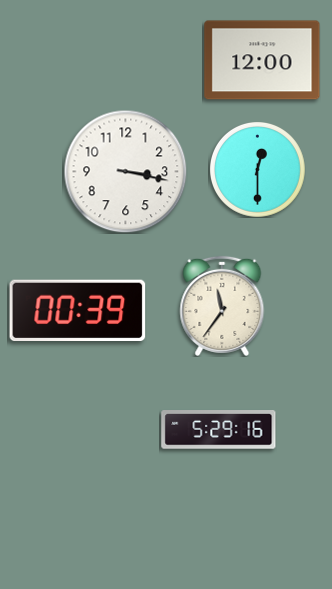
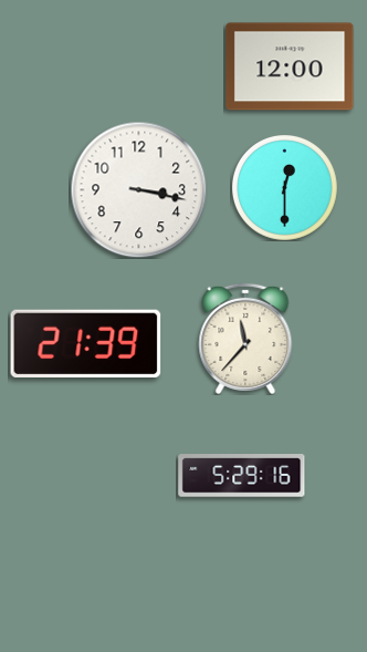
clock at (222, 306): 11:36 -> 11:37
clock at (78, 310): 00:39 -> 21:39
